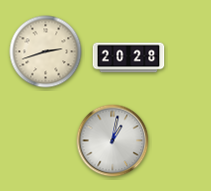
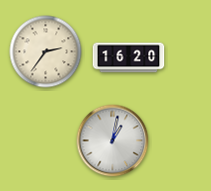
clock at (46, 52): 2:42 -> 2:36
clock at (129, 58): 20:28 -> 16:20
